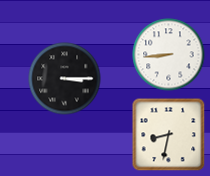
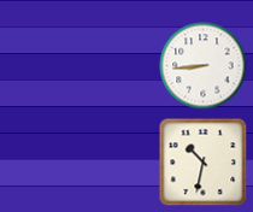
clock at (65, 79): 3:15 -> none
clock at (169, 135): 8:32 -> 10:32
